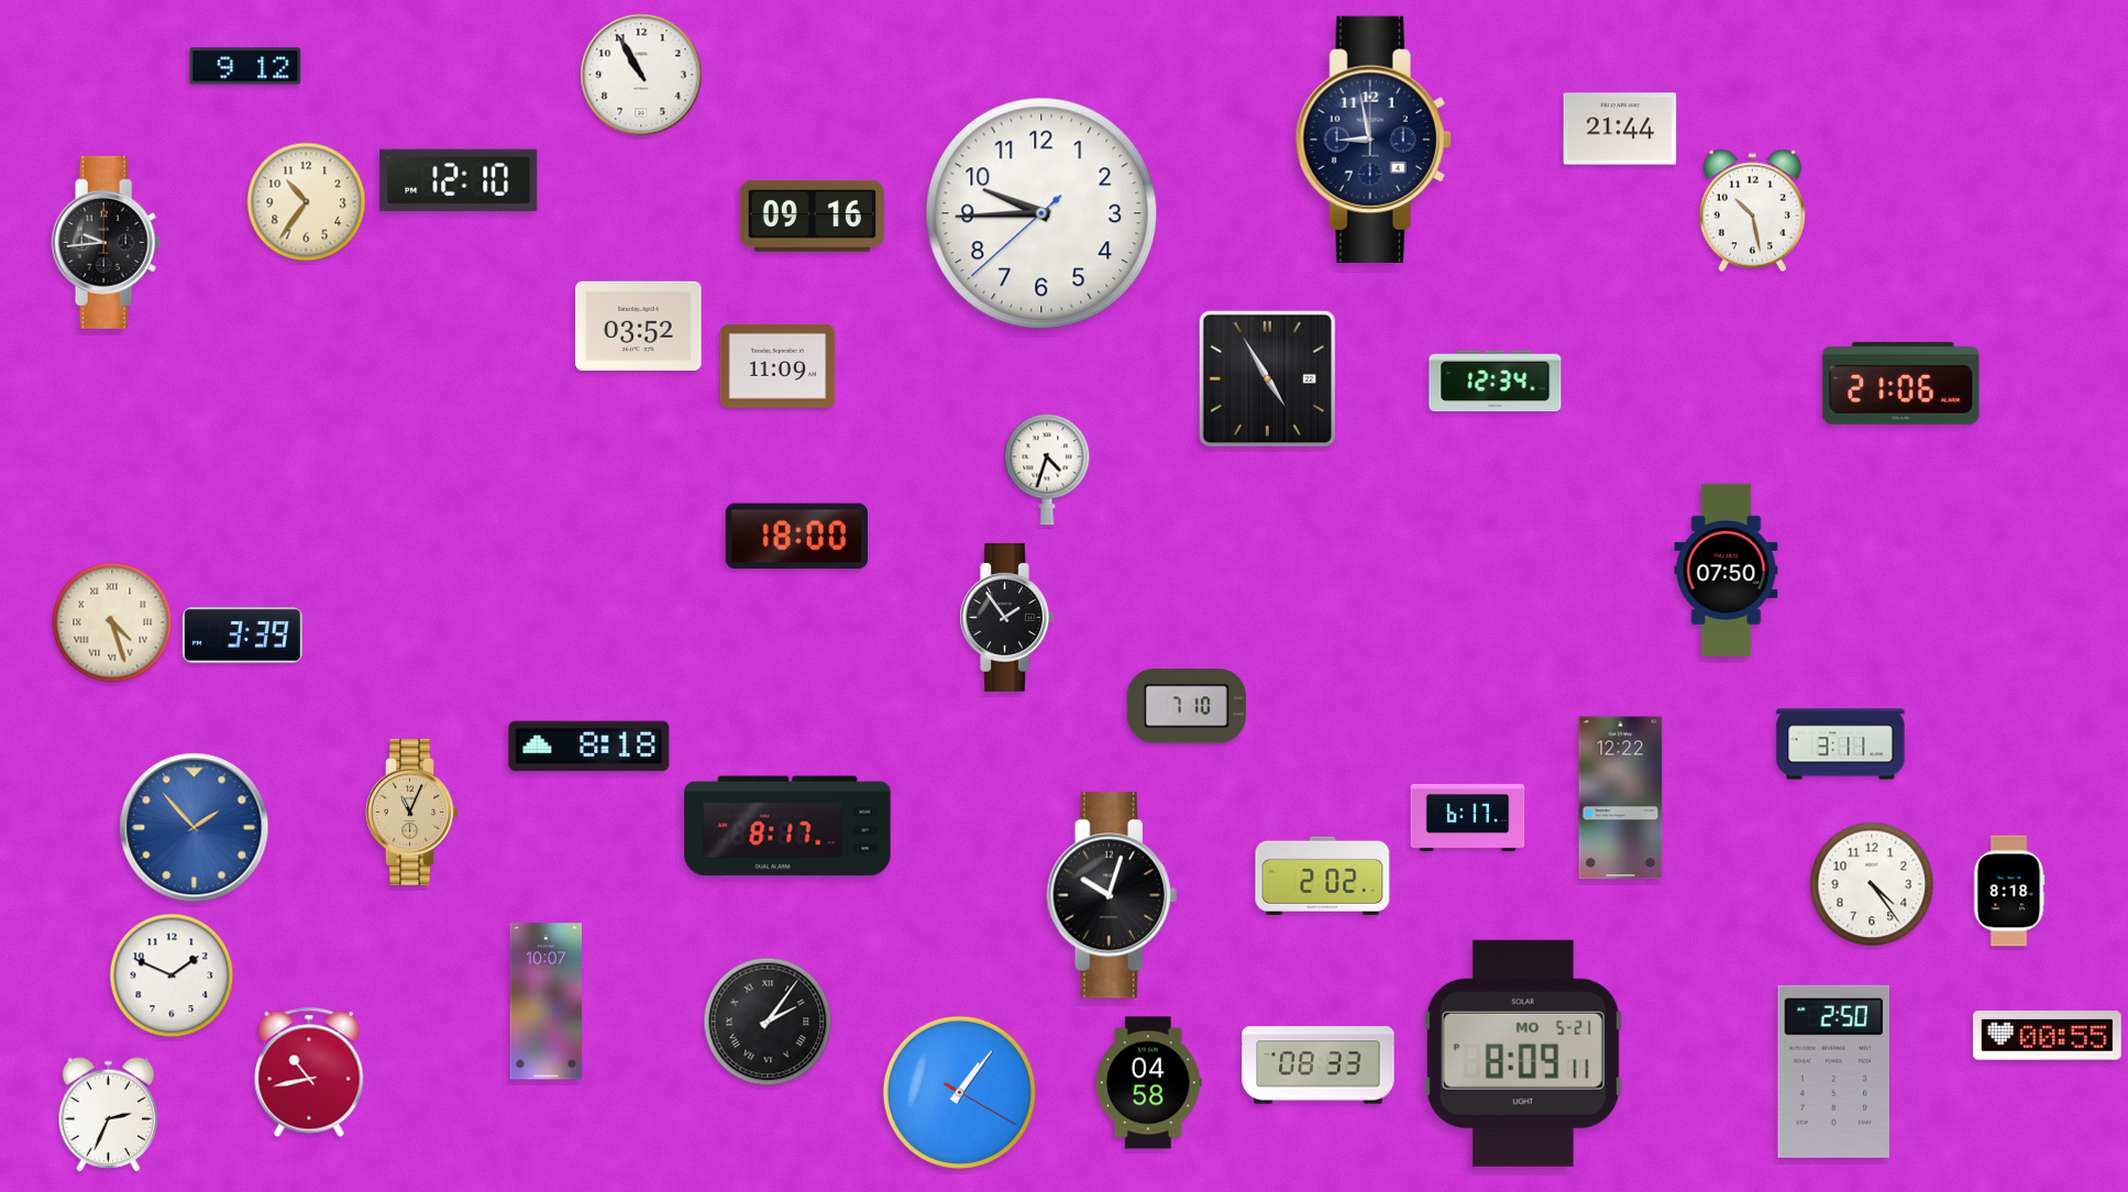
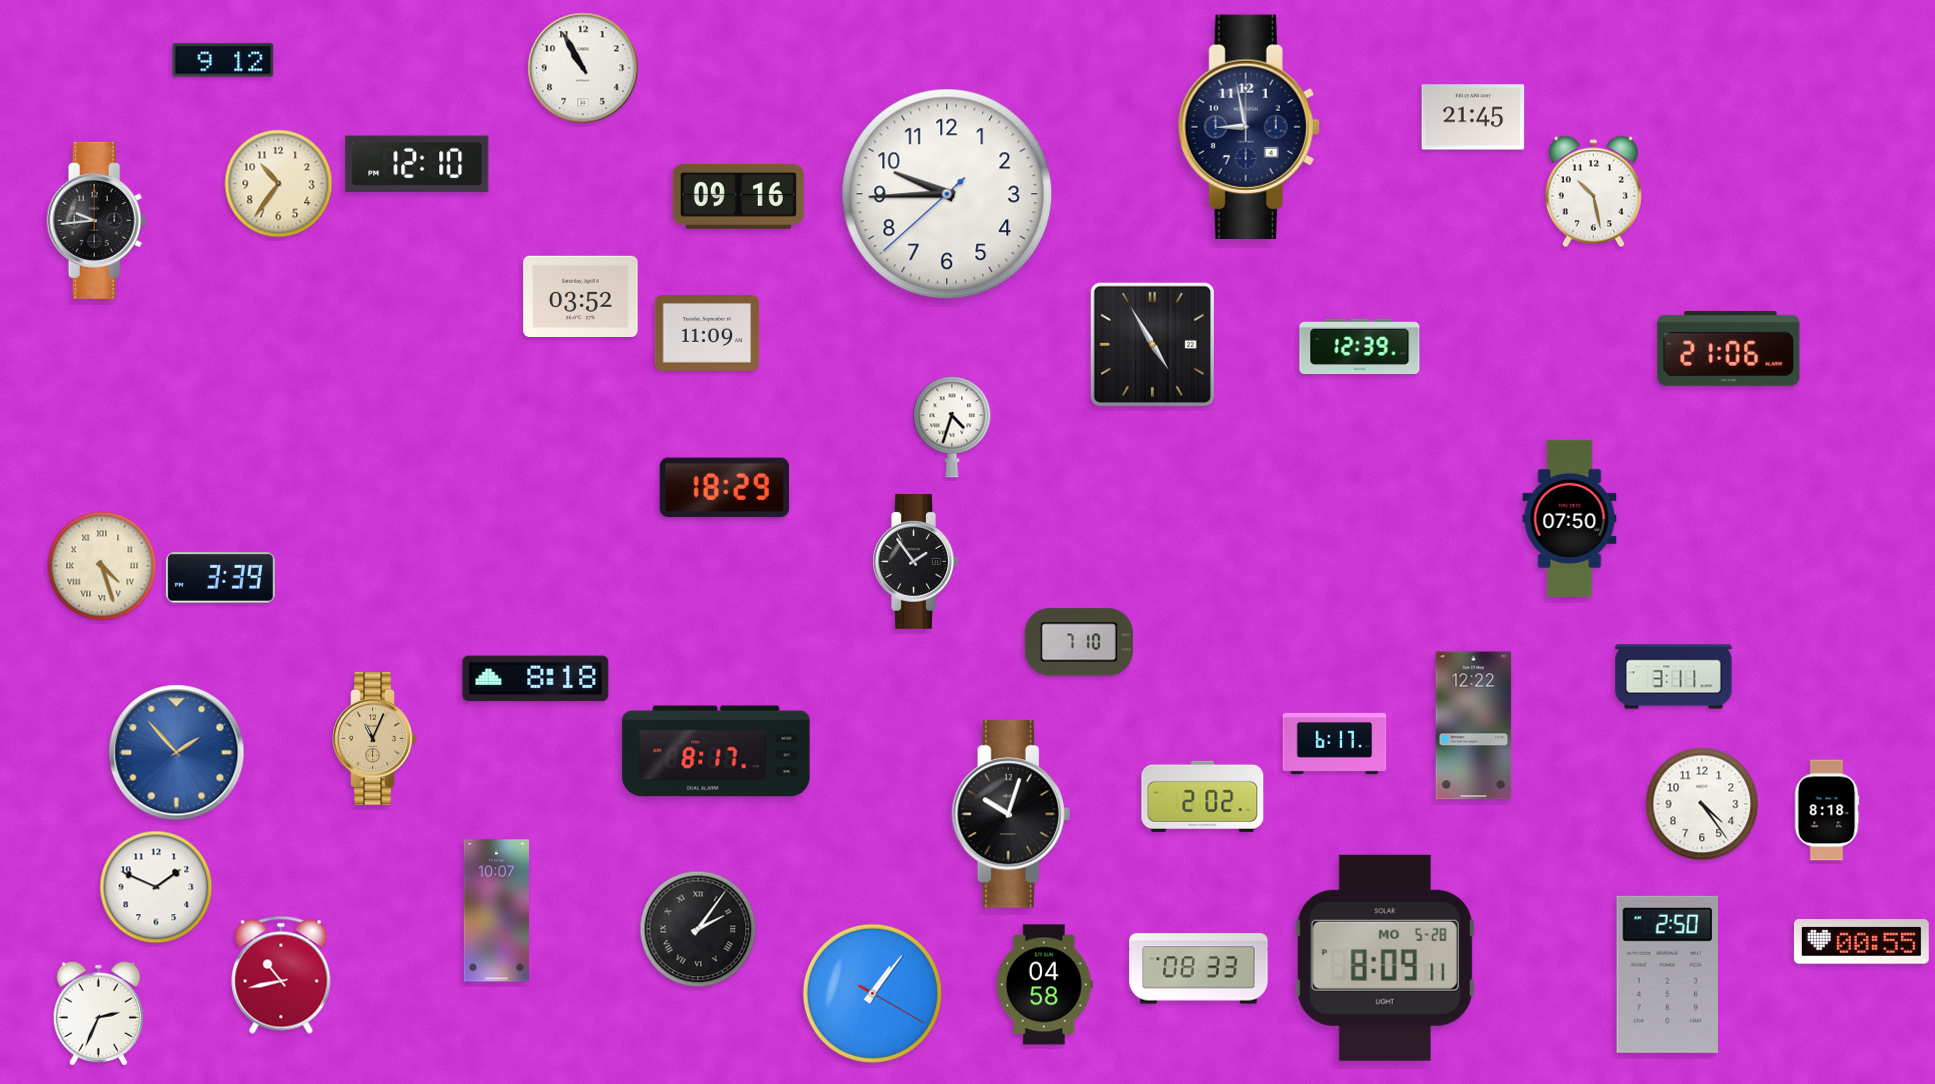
clock at (1620, 129): 21:44 -> 21:45
clock at (1496, 382): 12:34 -> 12:39
clock at (796, 537): 18:00 -> 18:29
clock at (1523, 1053) date: MO 5-21 -> MO 5-28
